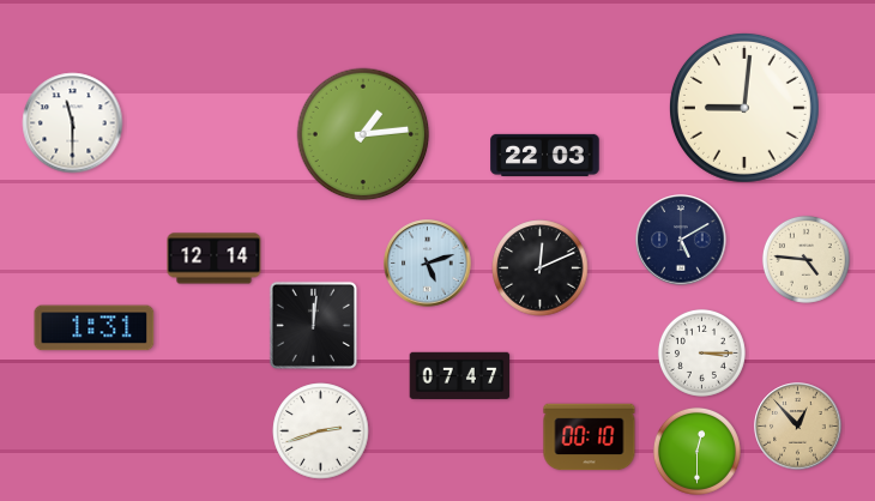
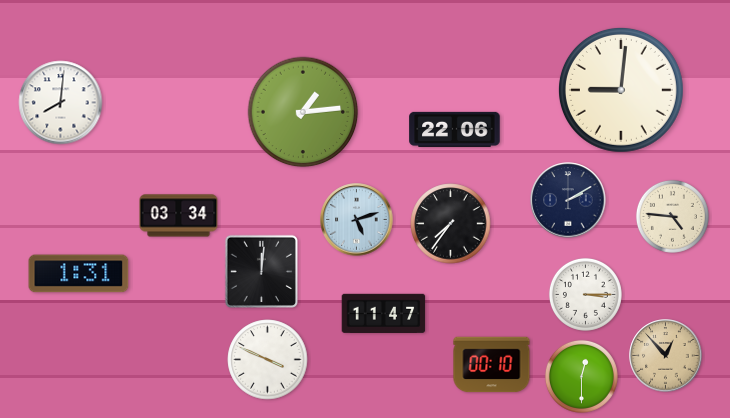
clock at (73, 123): 11:30 -> 8:01
clock at (545, 155): 22:03 -> 22:06
clock at (681, 240): 5:10 -> 2:10
clock at (215, 259): 12:14 -> 03:34
clock at (541, 268): 12:11 -> 7:36
clock at (460, 375): 07:47 -> 11:47
clock at (321, 431): 2:42 -> 3:49
